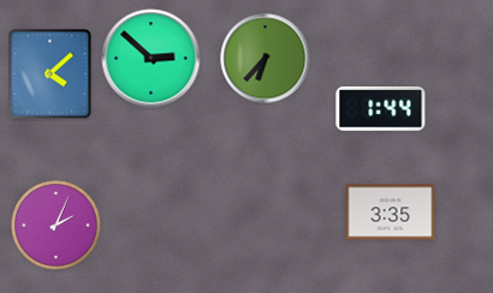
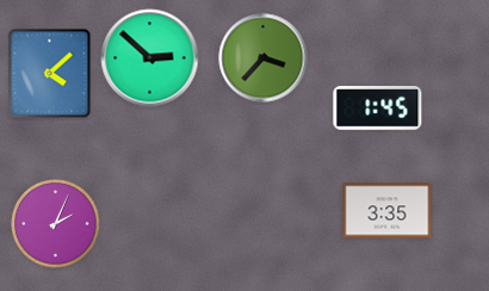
clock at (266, 59): 6:37 -> 3:37
clock at (381, 109): 1:44 -> 1:45
